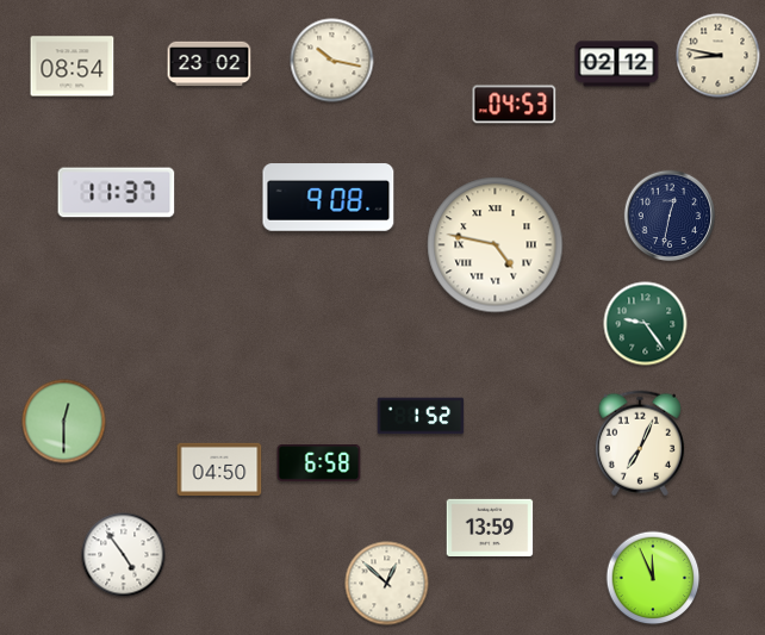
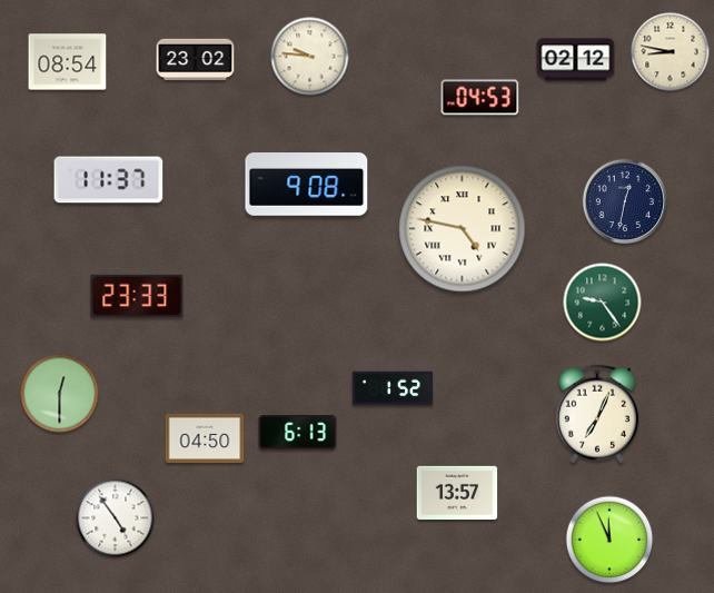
clock at (332, 61): 10:17 -> 9:46
clock at (137, 296): none -> 23:33
clock at (319, 463): 6:58 -> 6:13
clock at (490, 527): 13:59 -> 13:57
clock at (387, 584): 12:52 -> none
